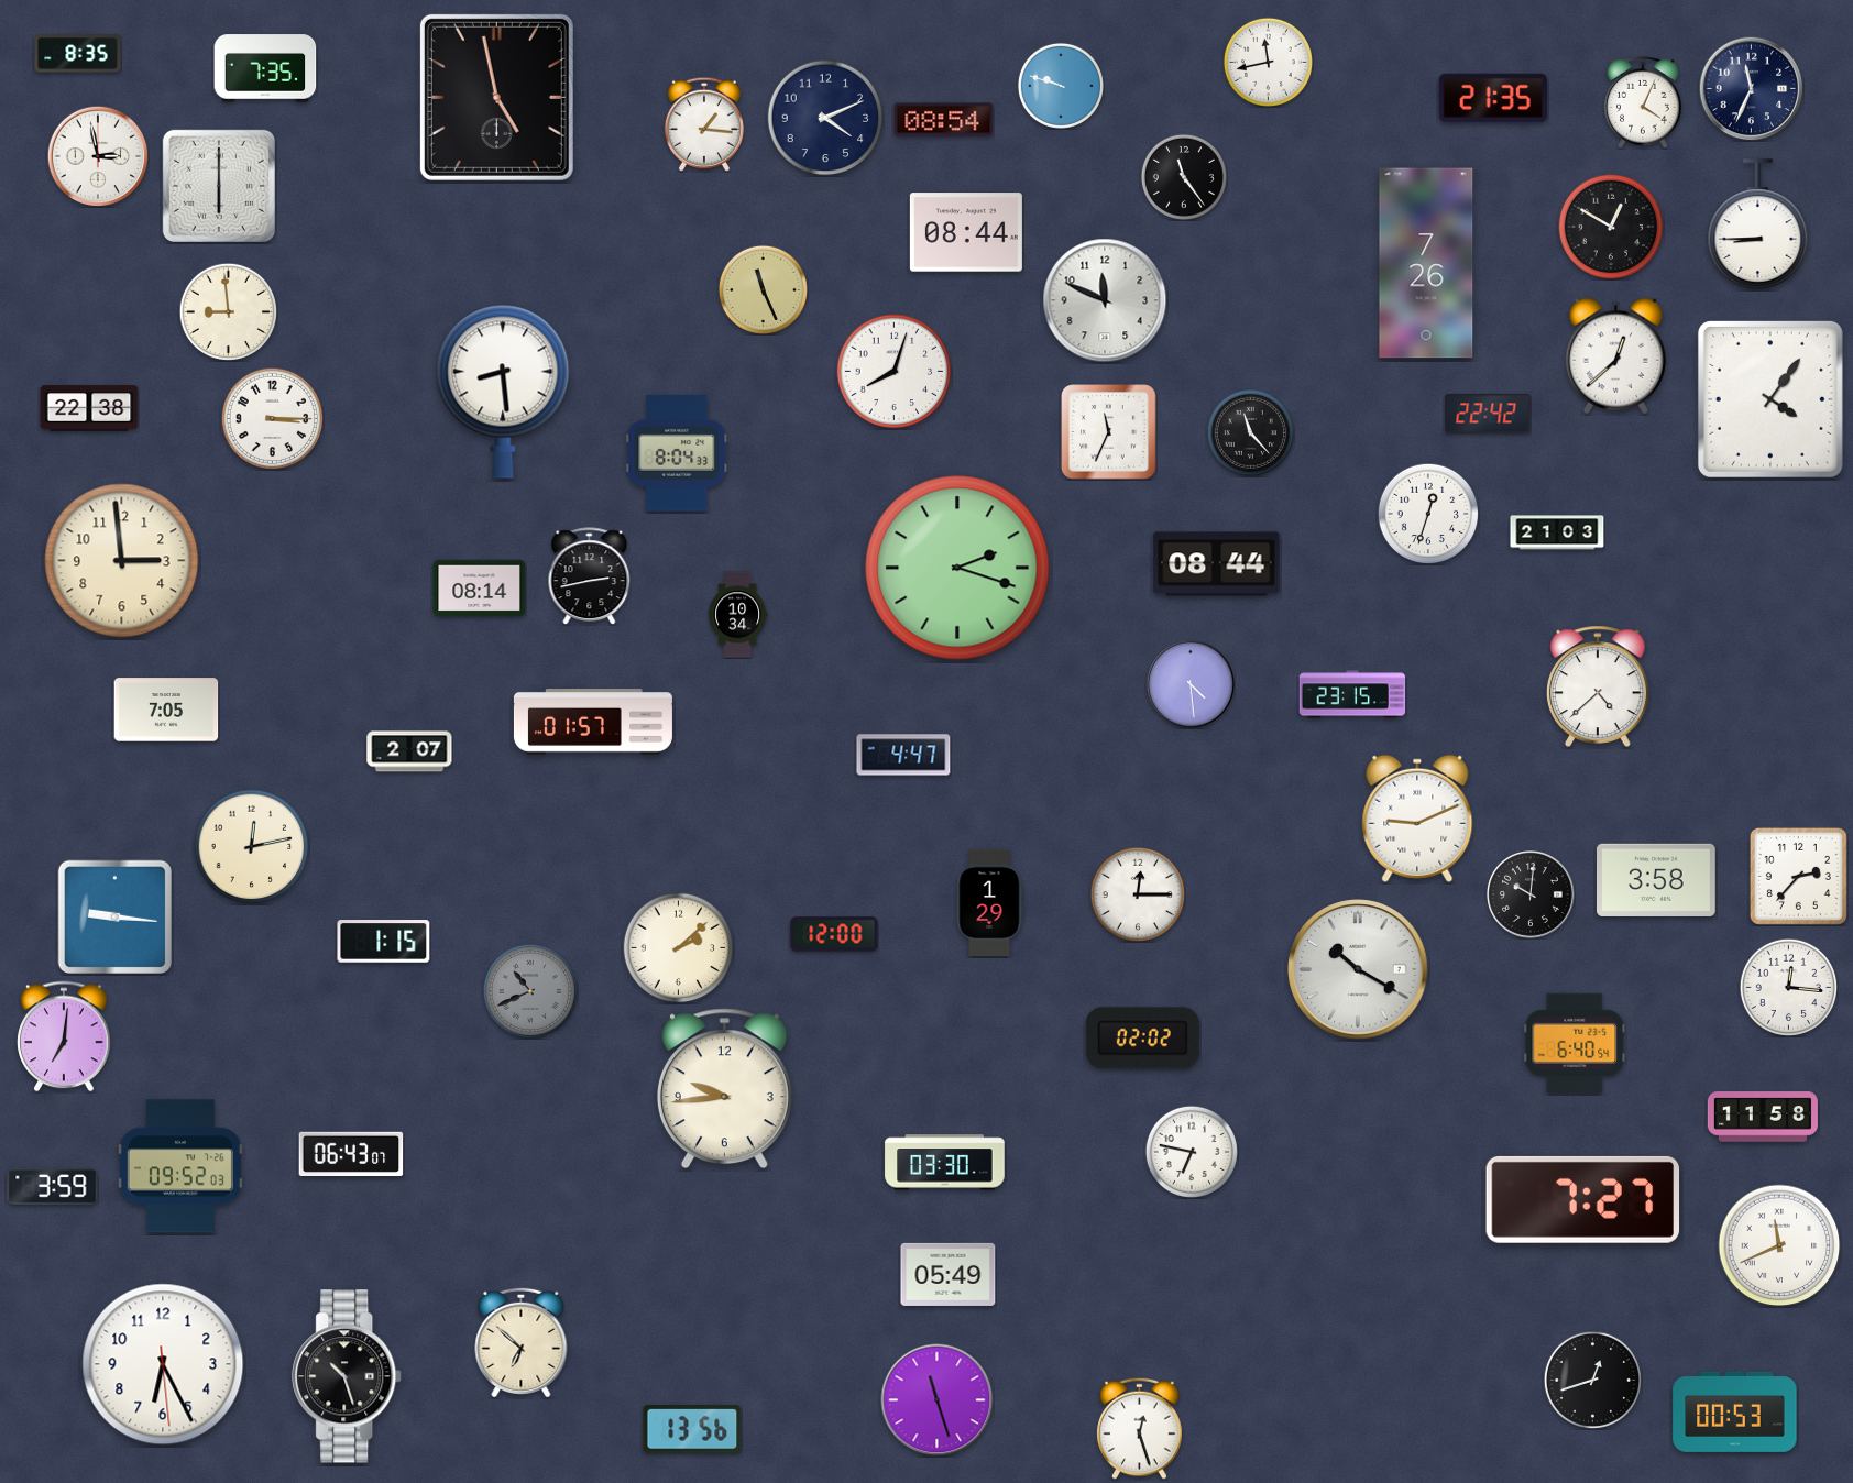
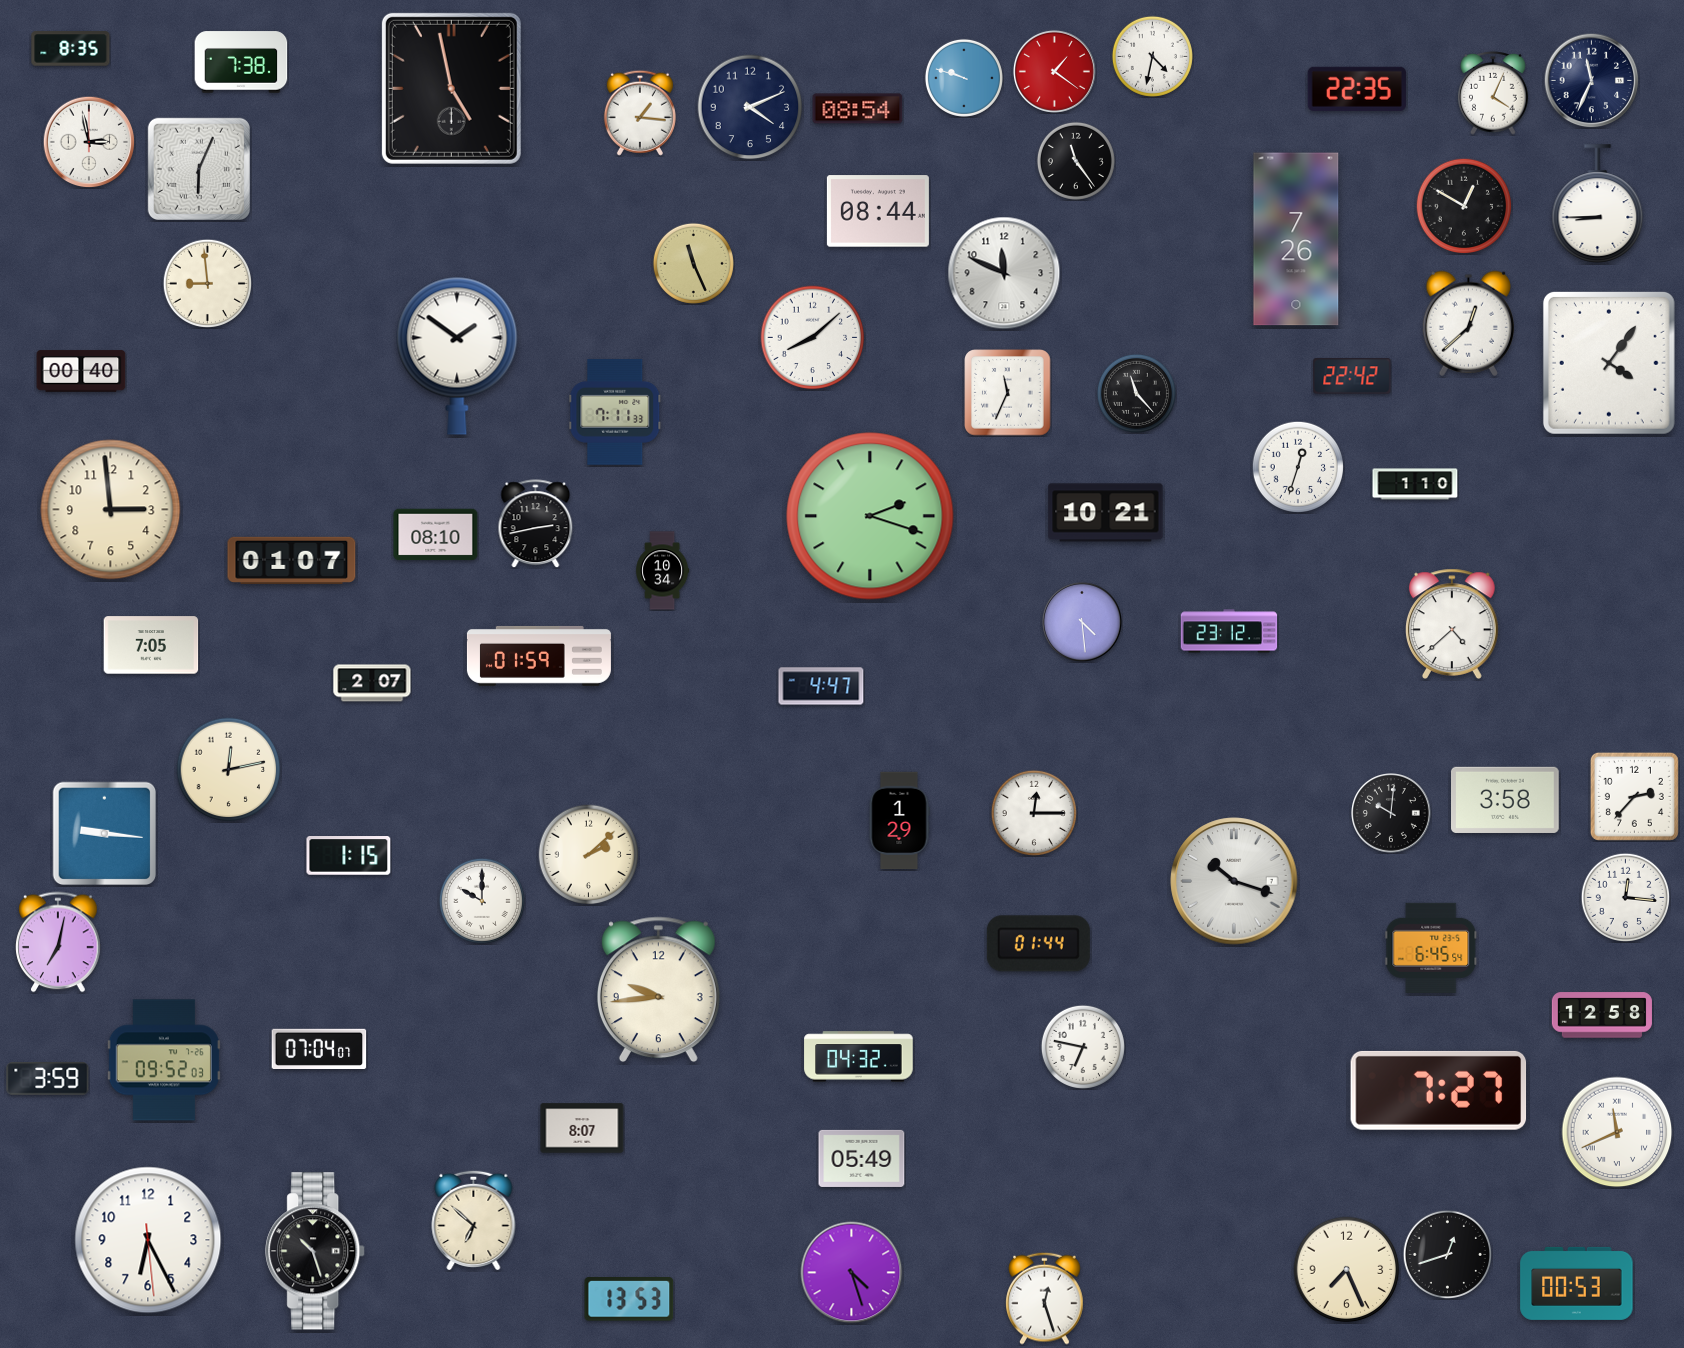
clock at (1268, 62): 11:43 -> 4:32
clock at (265, 68): 7:35 -> 7:38
clock at (1054, 71): none -> 1:21
clock at (1493, 98): 21:35 -> 22:35
clock at (219, 186): 6:00 -> 6:04
clock at (895, 372): 8:03 -> 8:08
clock at (503, 392): 8:29 -> 1:51
clock at (89, 408): 22:38 -> 00:40
clock at (272, 418): 3:15 -> none
clock at (677, 453): 8:04 -> 7:11
clock at (1557, 532): 21:03 -> 1:10
clock at (1217, 564): 08:44 -> 10:21
clock at (480, 589): 08:14 -> 08:10
clock at (738, 615) position: (738, 615) -> (663, 571)
clock at (292, 560): none -> 01:07
clock at (1352, 694): 23:15 -> 23:12
clock at (593, 722): 01:57 -> 01:59
clock at (1417, 819): 9:11 -> none
clock at (834, 934): 12:00 -> none
clock at (679, 948) position: (679, 948) -> (589, 855)
clock at (1358, 969): 10:20 -> 10:18
clock at (530, 991): 10:41 -> 10:00
clock at (530, 991) dial: grey -> white
clock at (64, 1036): 7:01 -> 7:02
clock at (1142, 1039): 02:02 -> 01:44
clock at (1575, 1043): 6:40 -> 6:45
clock at (1763, 1117): 11:58 -> 12:58
clock at (351, 1153): 06:43 -> 07:04
clock at (945, 1163): 03:30 -> 04:32
clock at (582, 1128): none -> 8:07
clock at (1347, 1270): none -> 7:26
clock at (938, 1400): 11:27 -> 4:27
clock at (1140, 1428) position: (1140, 1428) -> (1045, 1298)
clock at (692, 1430): 13:56 -> 13:53
